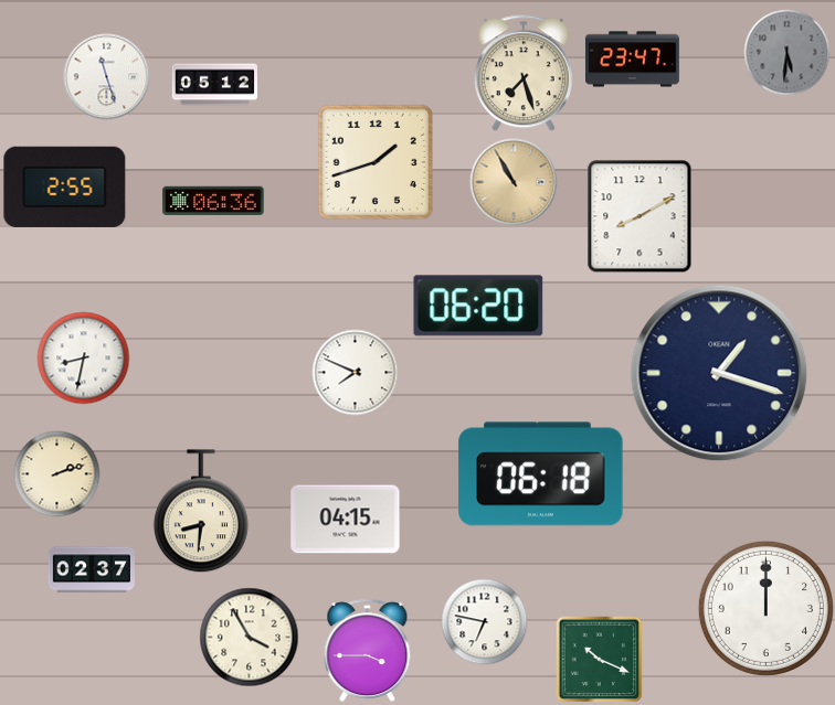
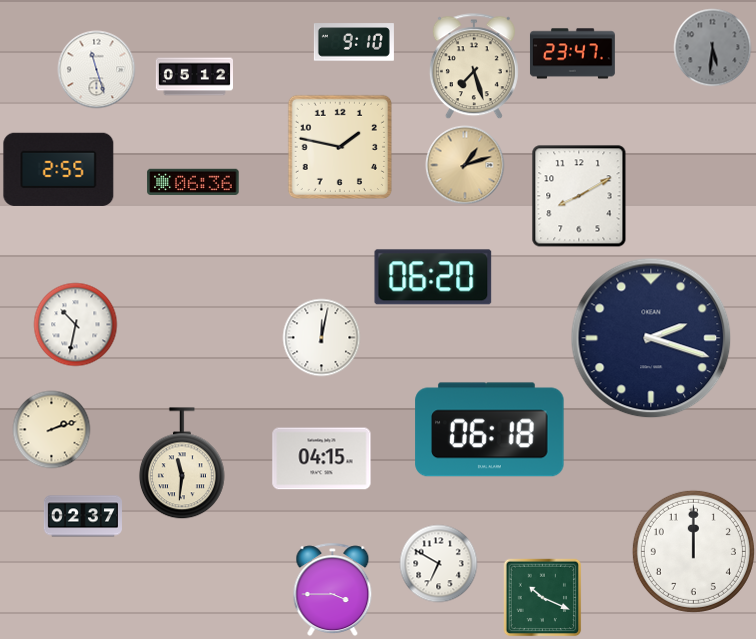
clock at (354, 42): none -> 9:10
clock at (376, 162): 1:42 -> 1:47
clock at (514, 182): 10:55 -> 1:12
clock at (83, 357): 8:32 -> 10:32
clock at (355, 372): 7:49 -> 12:02
clock at (719, 373): 1:18 -> 2:18
clock at (201, 511): 8:31 -> 11:31
clock at (346, 520) position: (346, 520) -> (322, 459)
clock at (484, 621): 6:47 -> 6:50
clock at (249, 637): 3:55 -> none
